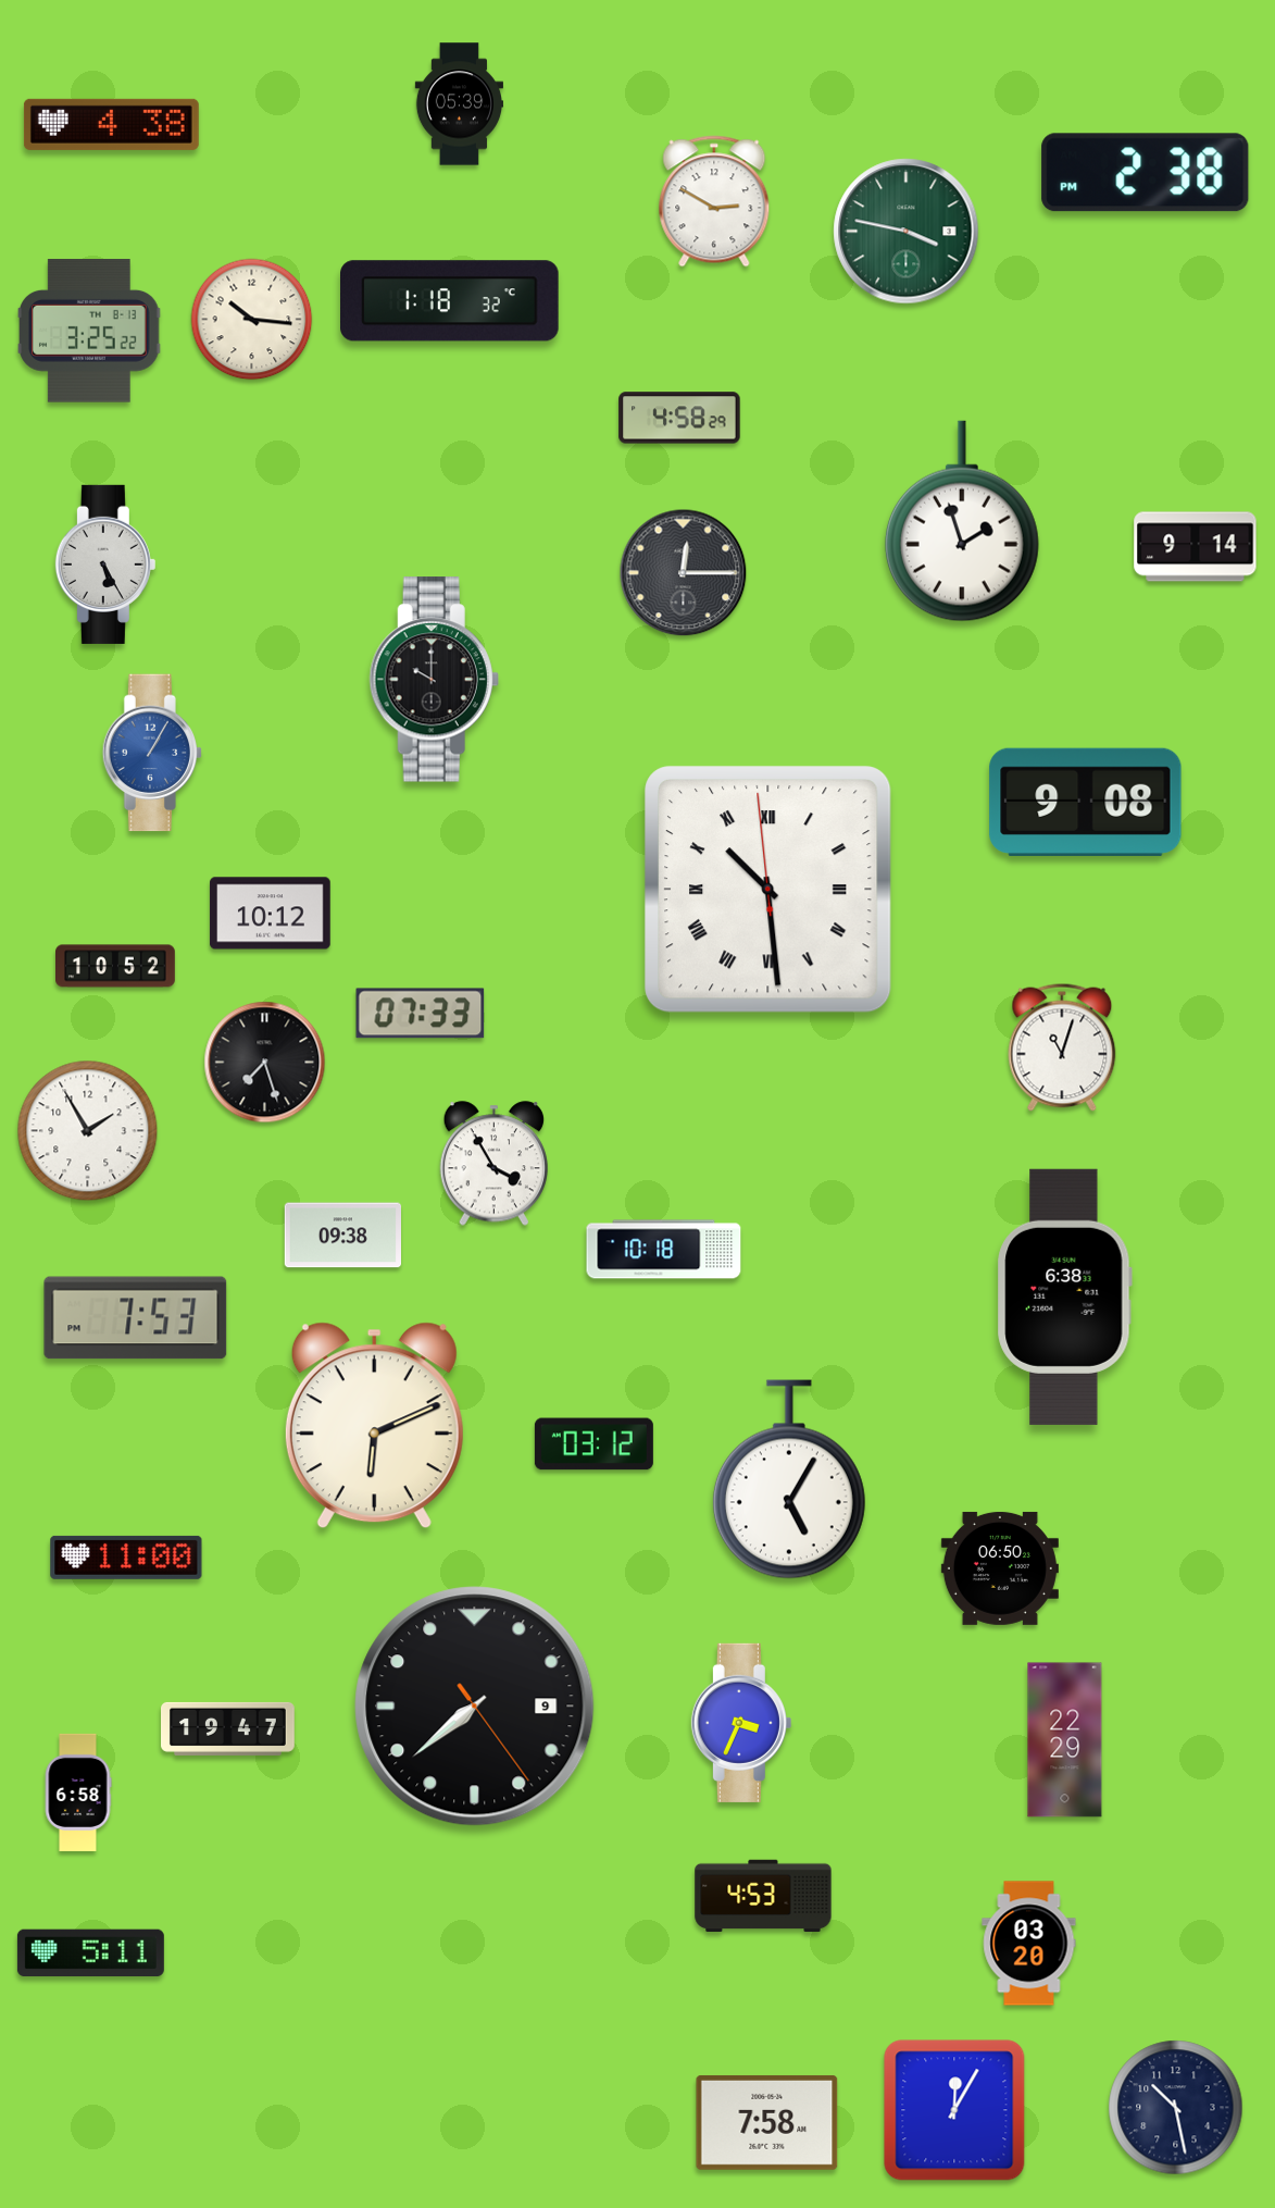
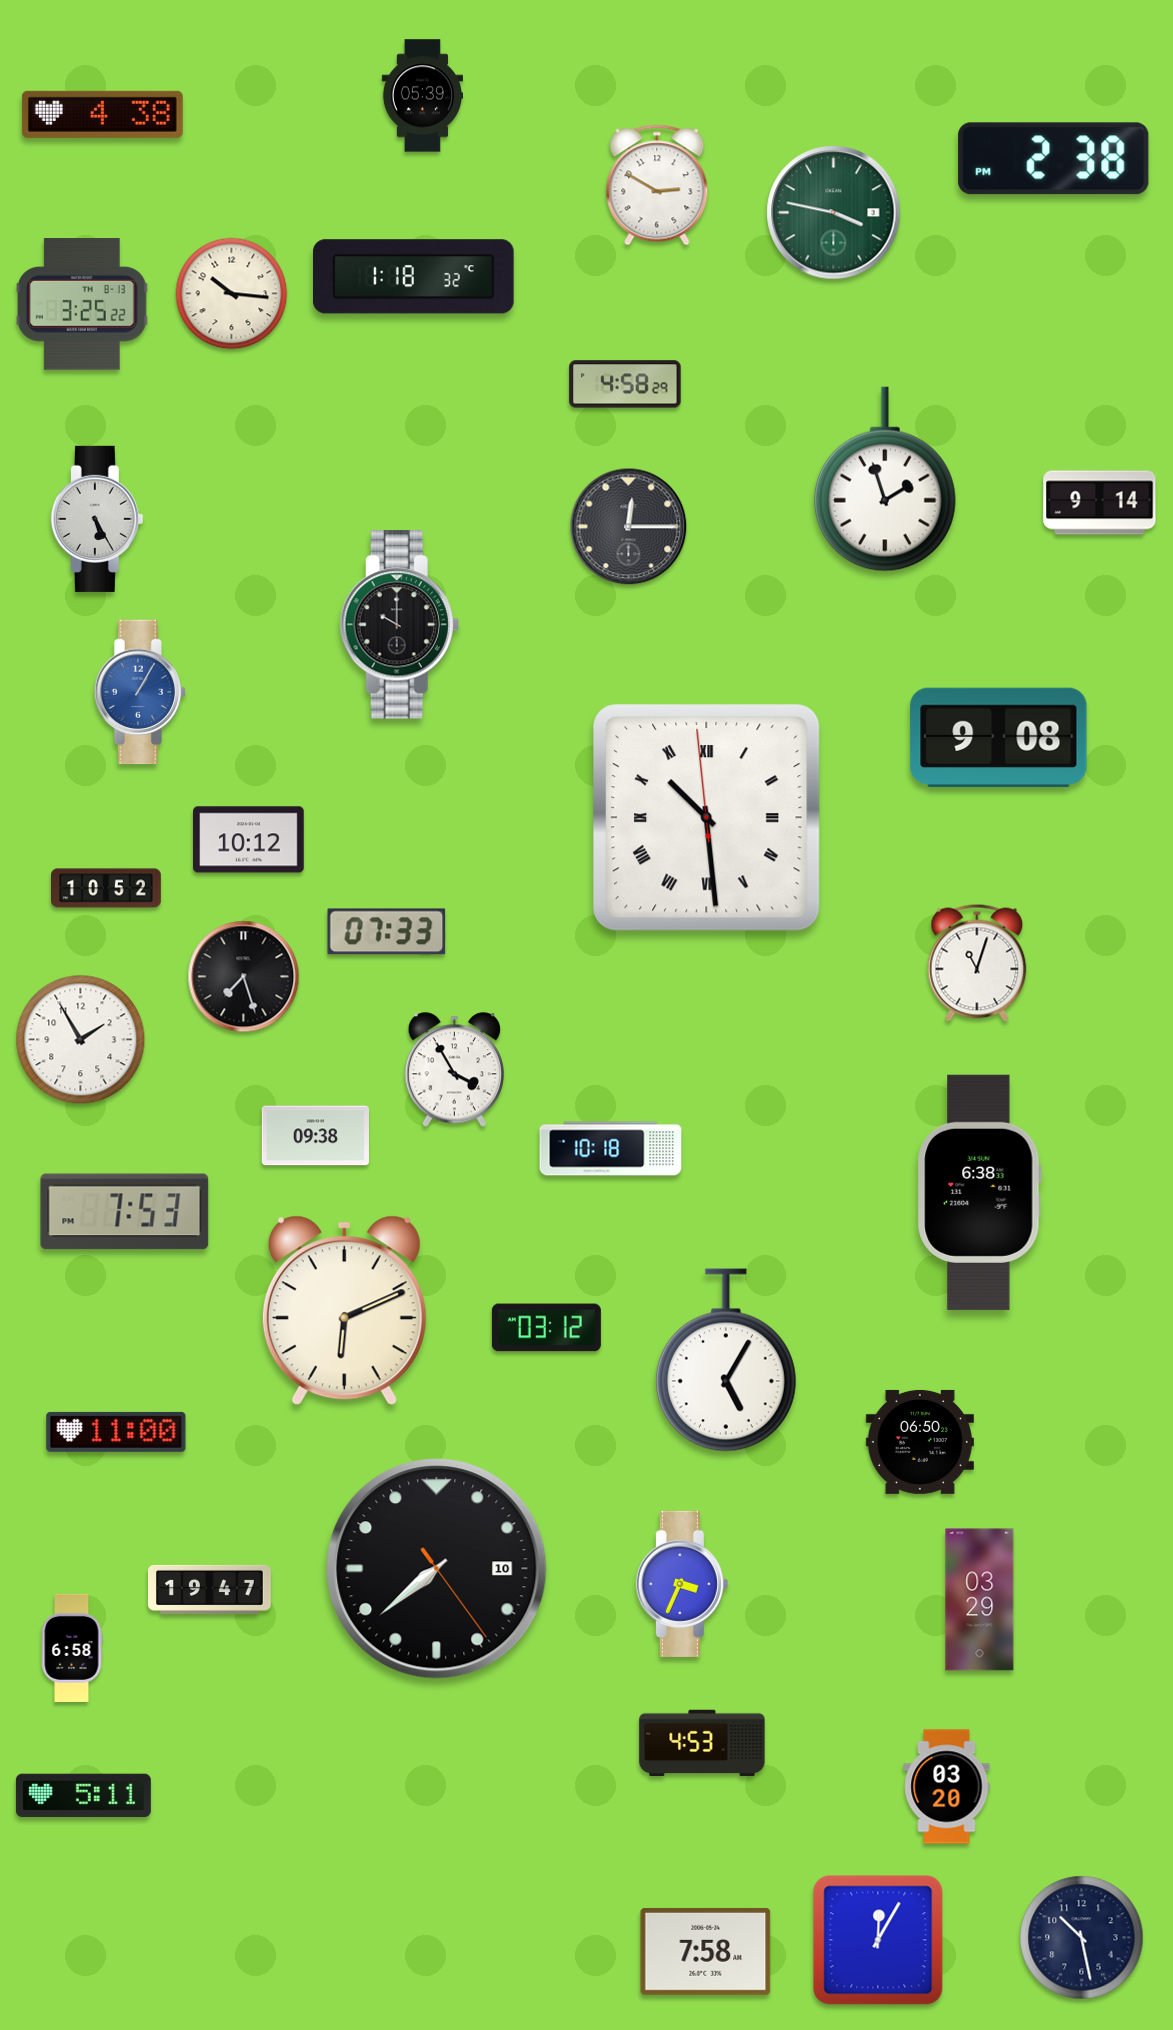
clock at (475, 1707) date: 9 -> 10
clock at (1065, 1740): 22:29 -> 03:29
